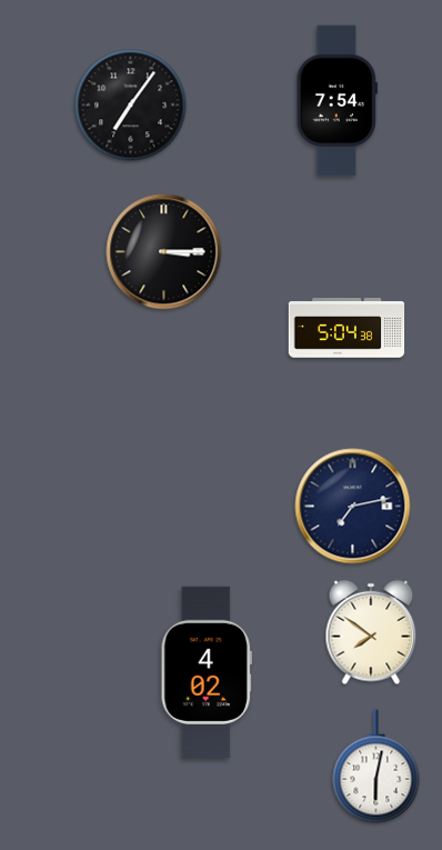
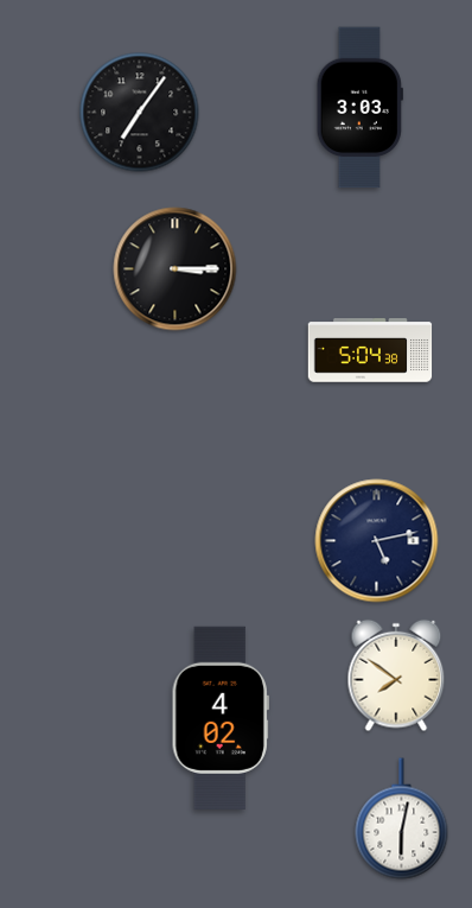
clock at (336, 101): 7:54 -> 3:03
clock at (353, 507): 7:13 -> 5:13
